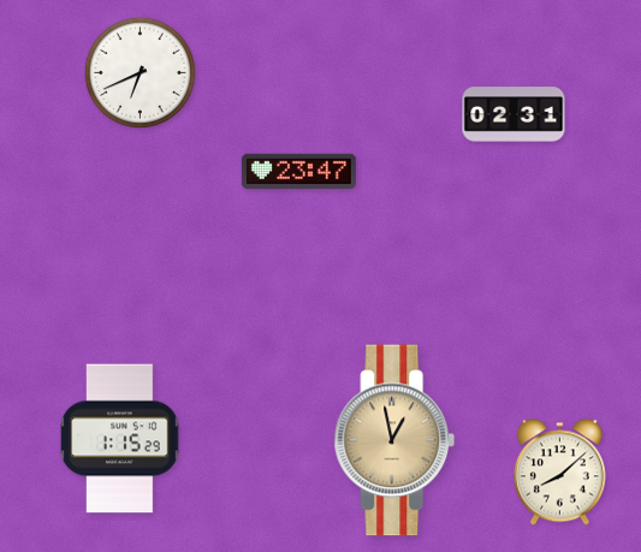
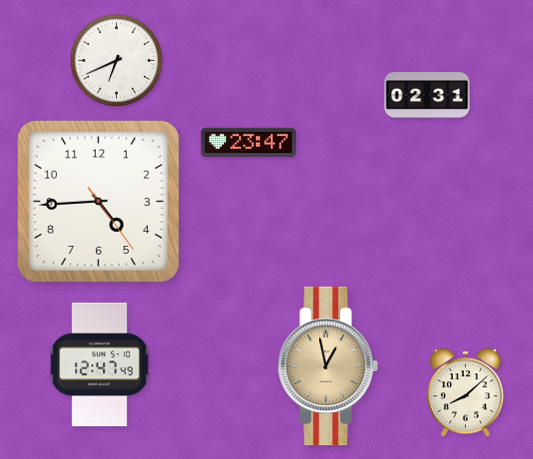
clock at (98, 201): none -> 4:44
clock at (120, 439): 1:15 -> 12:47
